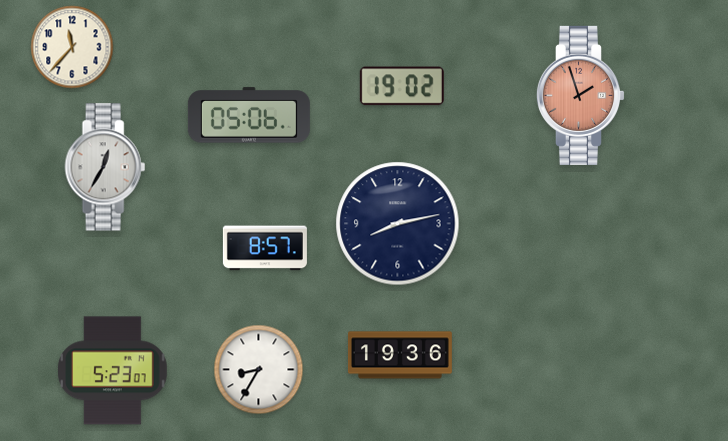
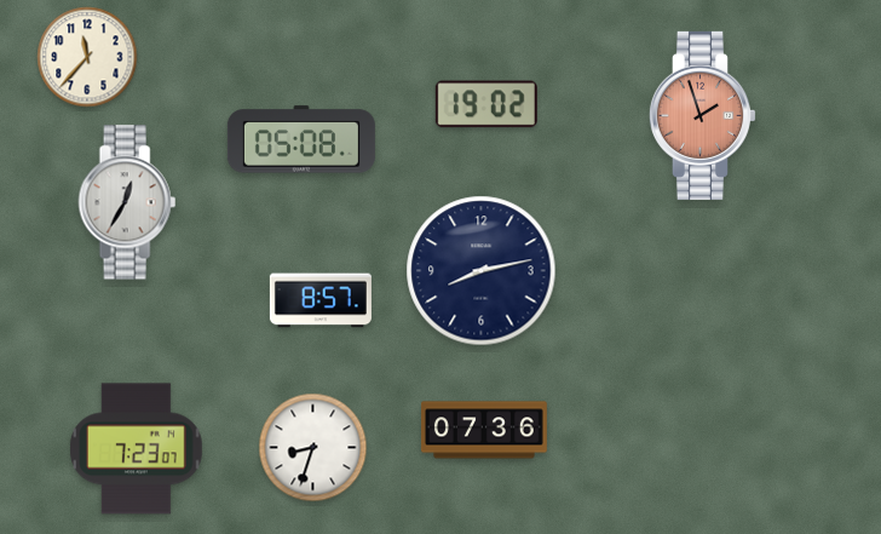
clock at (249, 115): 05:06 -> 05:08
clock at (400, 355): 19:36 -> 07:36
clock at (259, 370): 8:35 -> 8:33
clock at (113, 371): 5:23 -> 7:23
